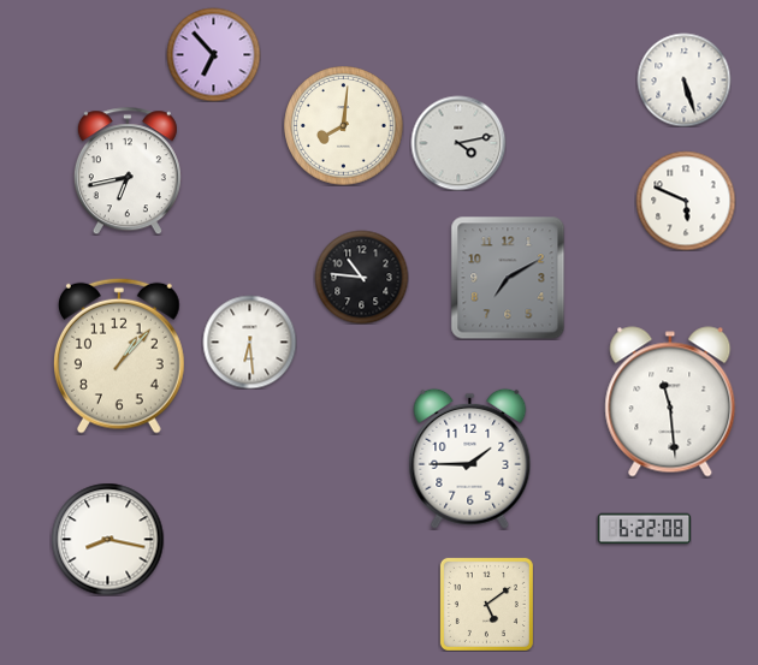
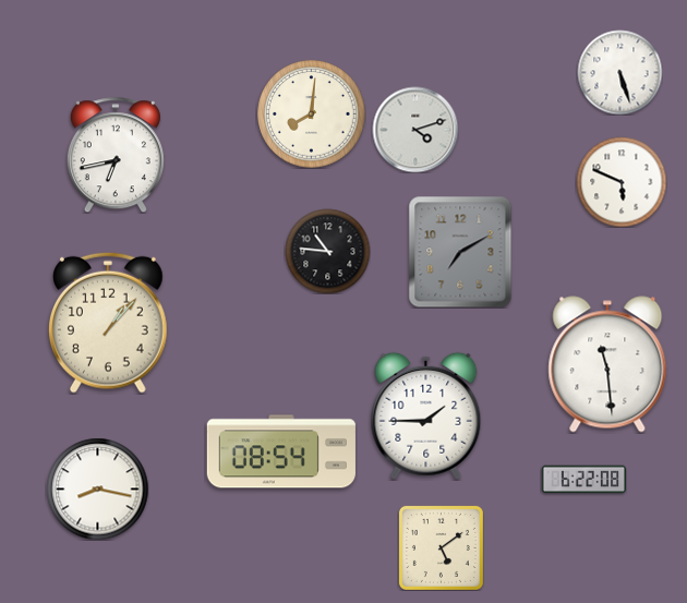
clock at (213, 54): 6:53 -> none
clock at (458, 143): 4:13 -> 4:12
clock at (249, 342): 6:29 -> none
clock at (281, 451): none -> 08:54
